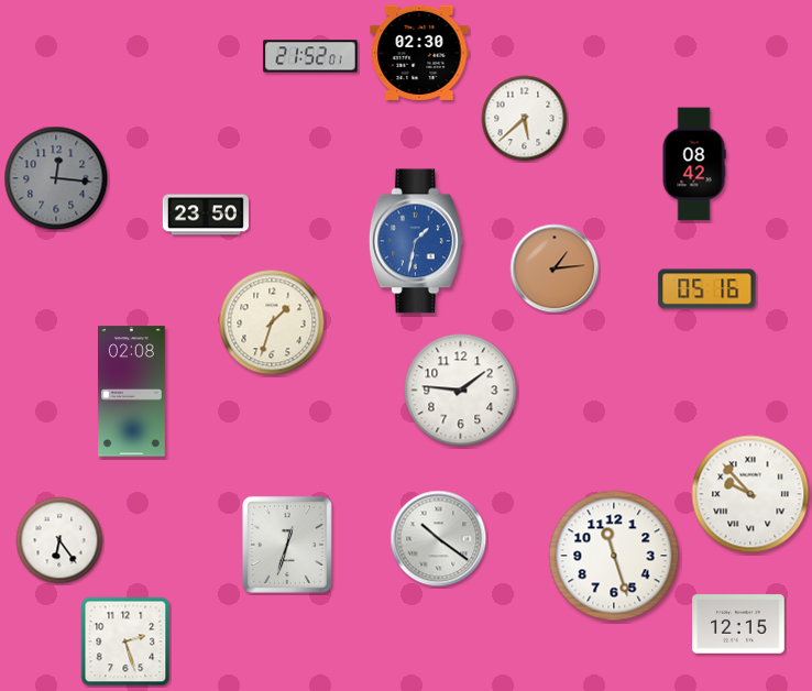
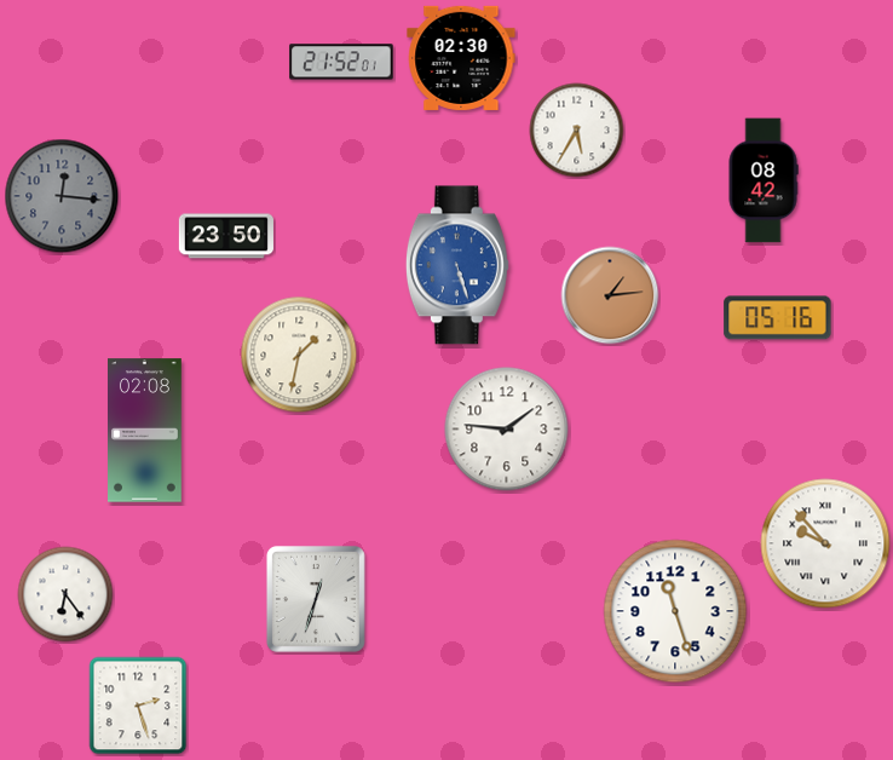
clock at (525, 119): 5:38 -> 5:35
clock at (416, 241): 1:32 -> 5:27
clock at (272, 322): 1:33 -> 1:32
clock at (439, 539): 10:21 -> none
clock at (738, 624): 12:15 -> none
